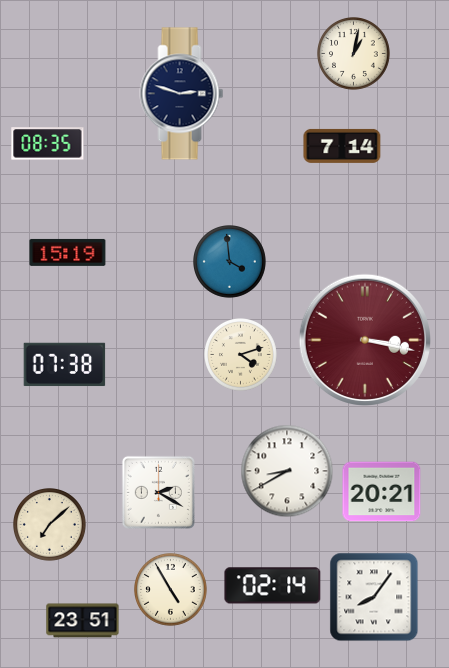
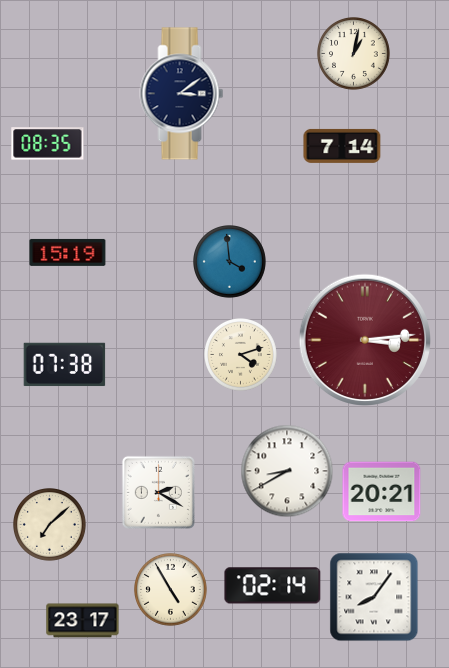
clock at (182, 94): 2:48 -> 3:09
clock at (365, 340): 3:17 -> 3:14
clock at (83, 621): 23:51 -> 23:17
